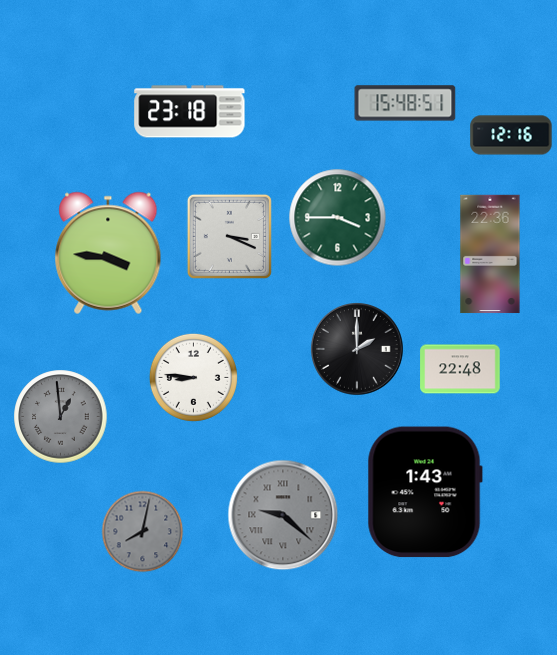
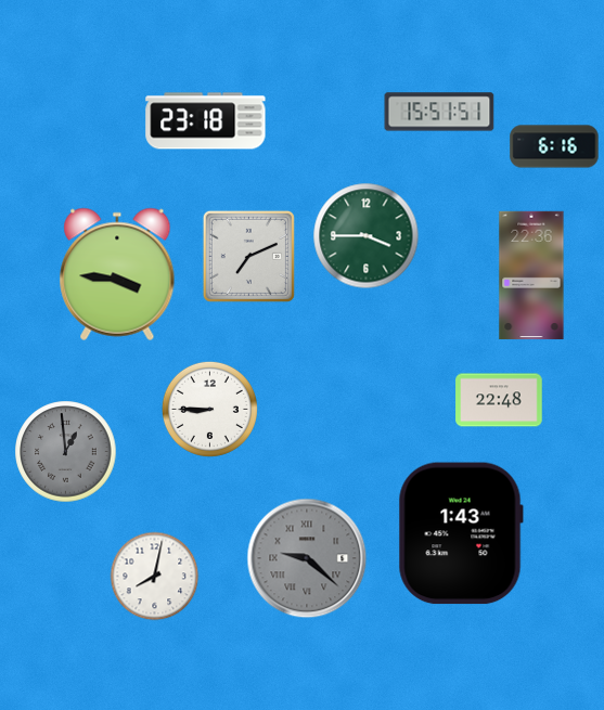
clock at (405, 103): 15:48 -> 15:51
clock at (511, 135): 12:16 -> 6:16
clock at (229, 236): 3:19 -> 7:11
clock at (358, 350): 2:00 -> none
clock at (193, 377): 8:46 -> 8:45
clock at (143, 532) dial: grey -> white
